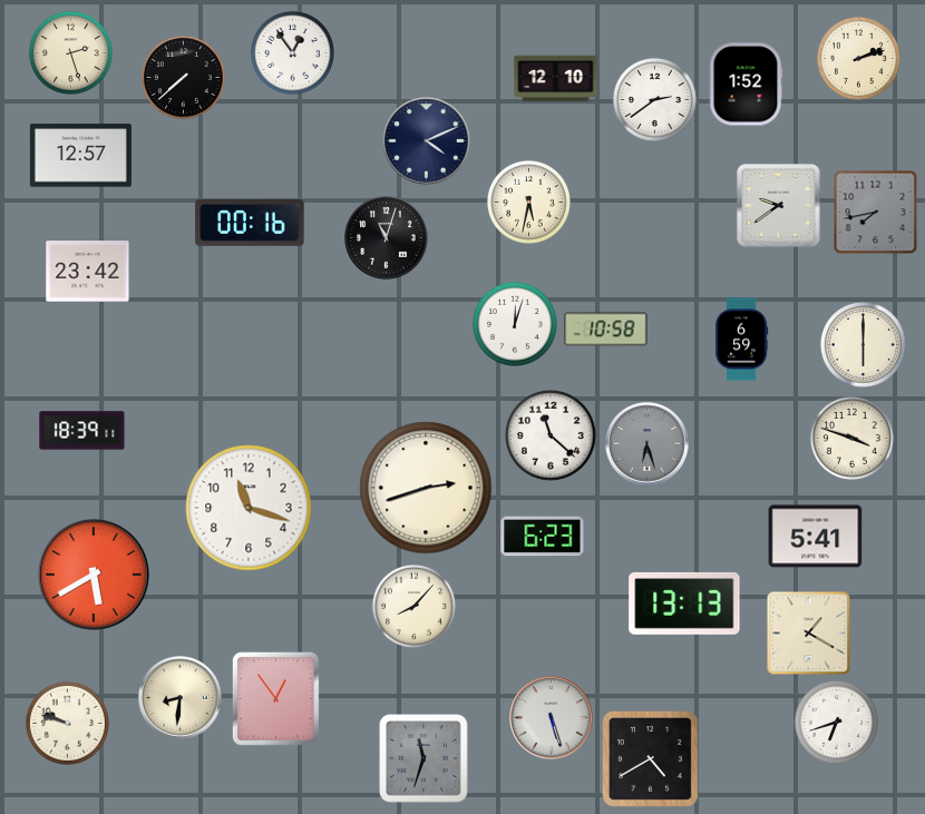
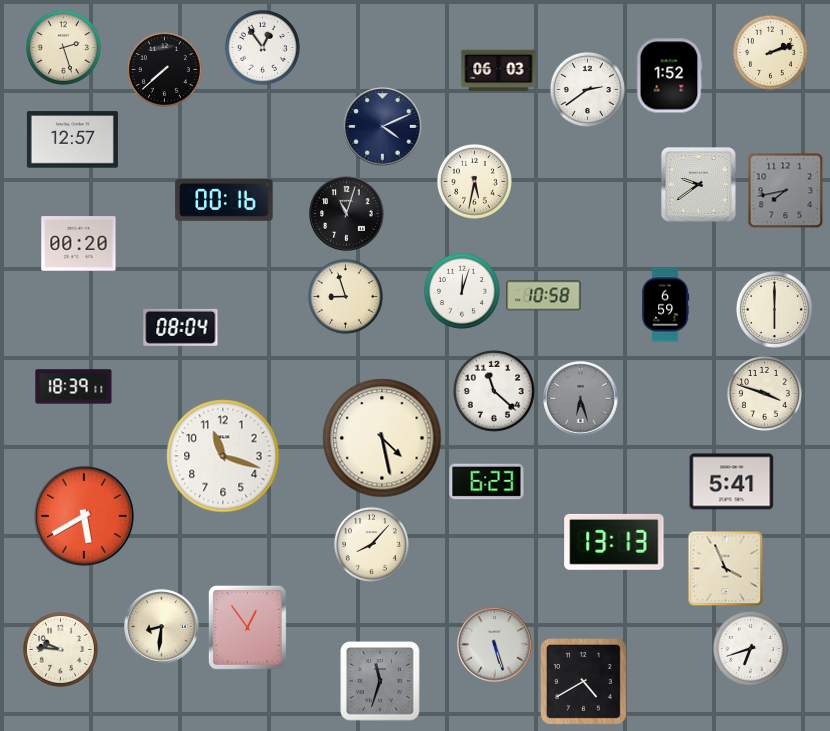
clock at (556, 79): 12:10 -> 06:03
clock at (88, 272): 23:42 -> 00:20
clock at (345, 296): none -> 8:57
clock at (181, 327): none -> 08:04
clock at (426, 488): 2:42 -> 4:28
clock at (809, 634): 1:20 -> 3:56
clock at (67, 723): 9:48 -> 9:46
